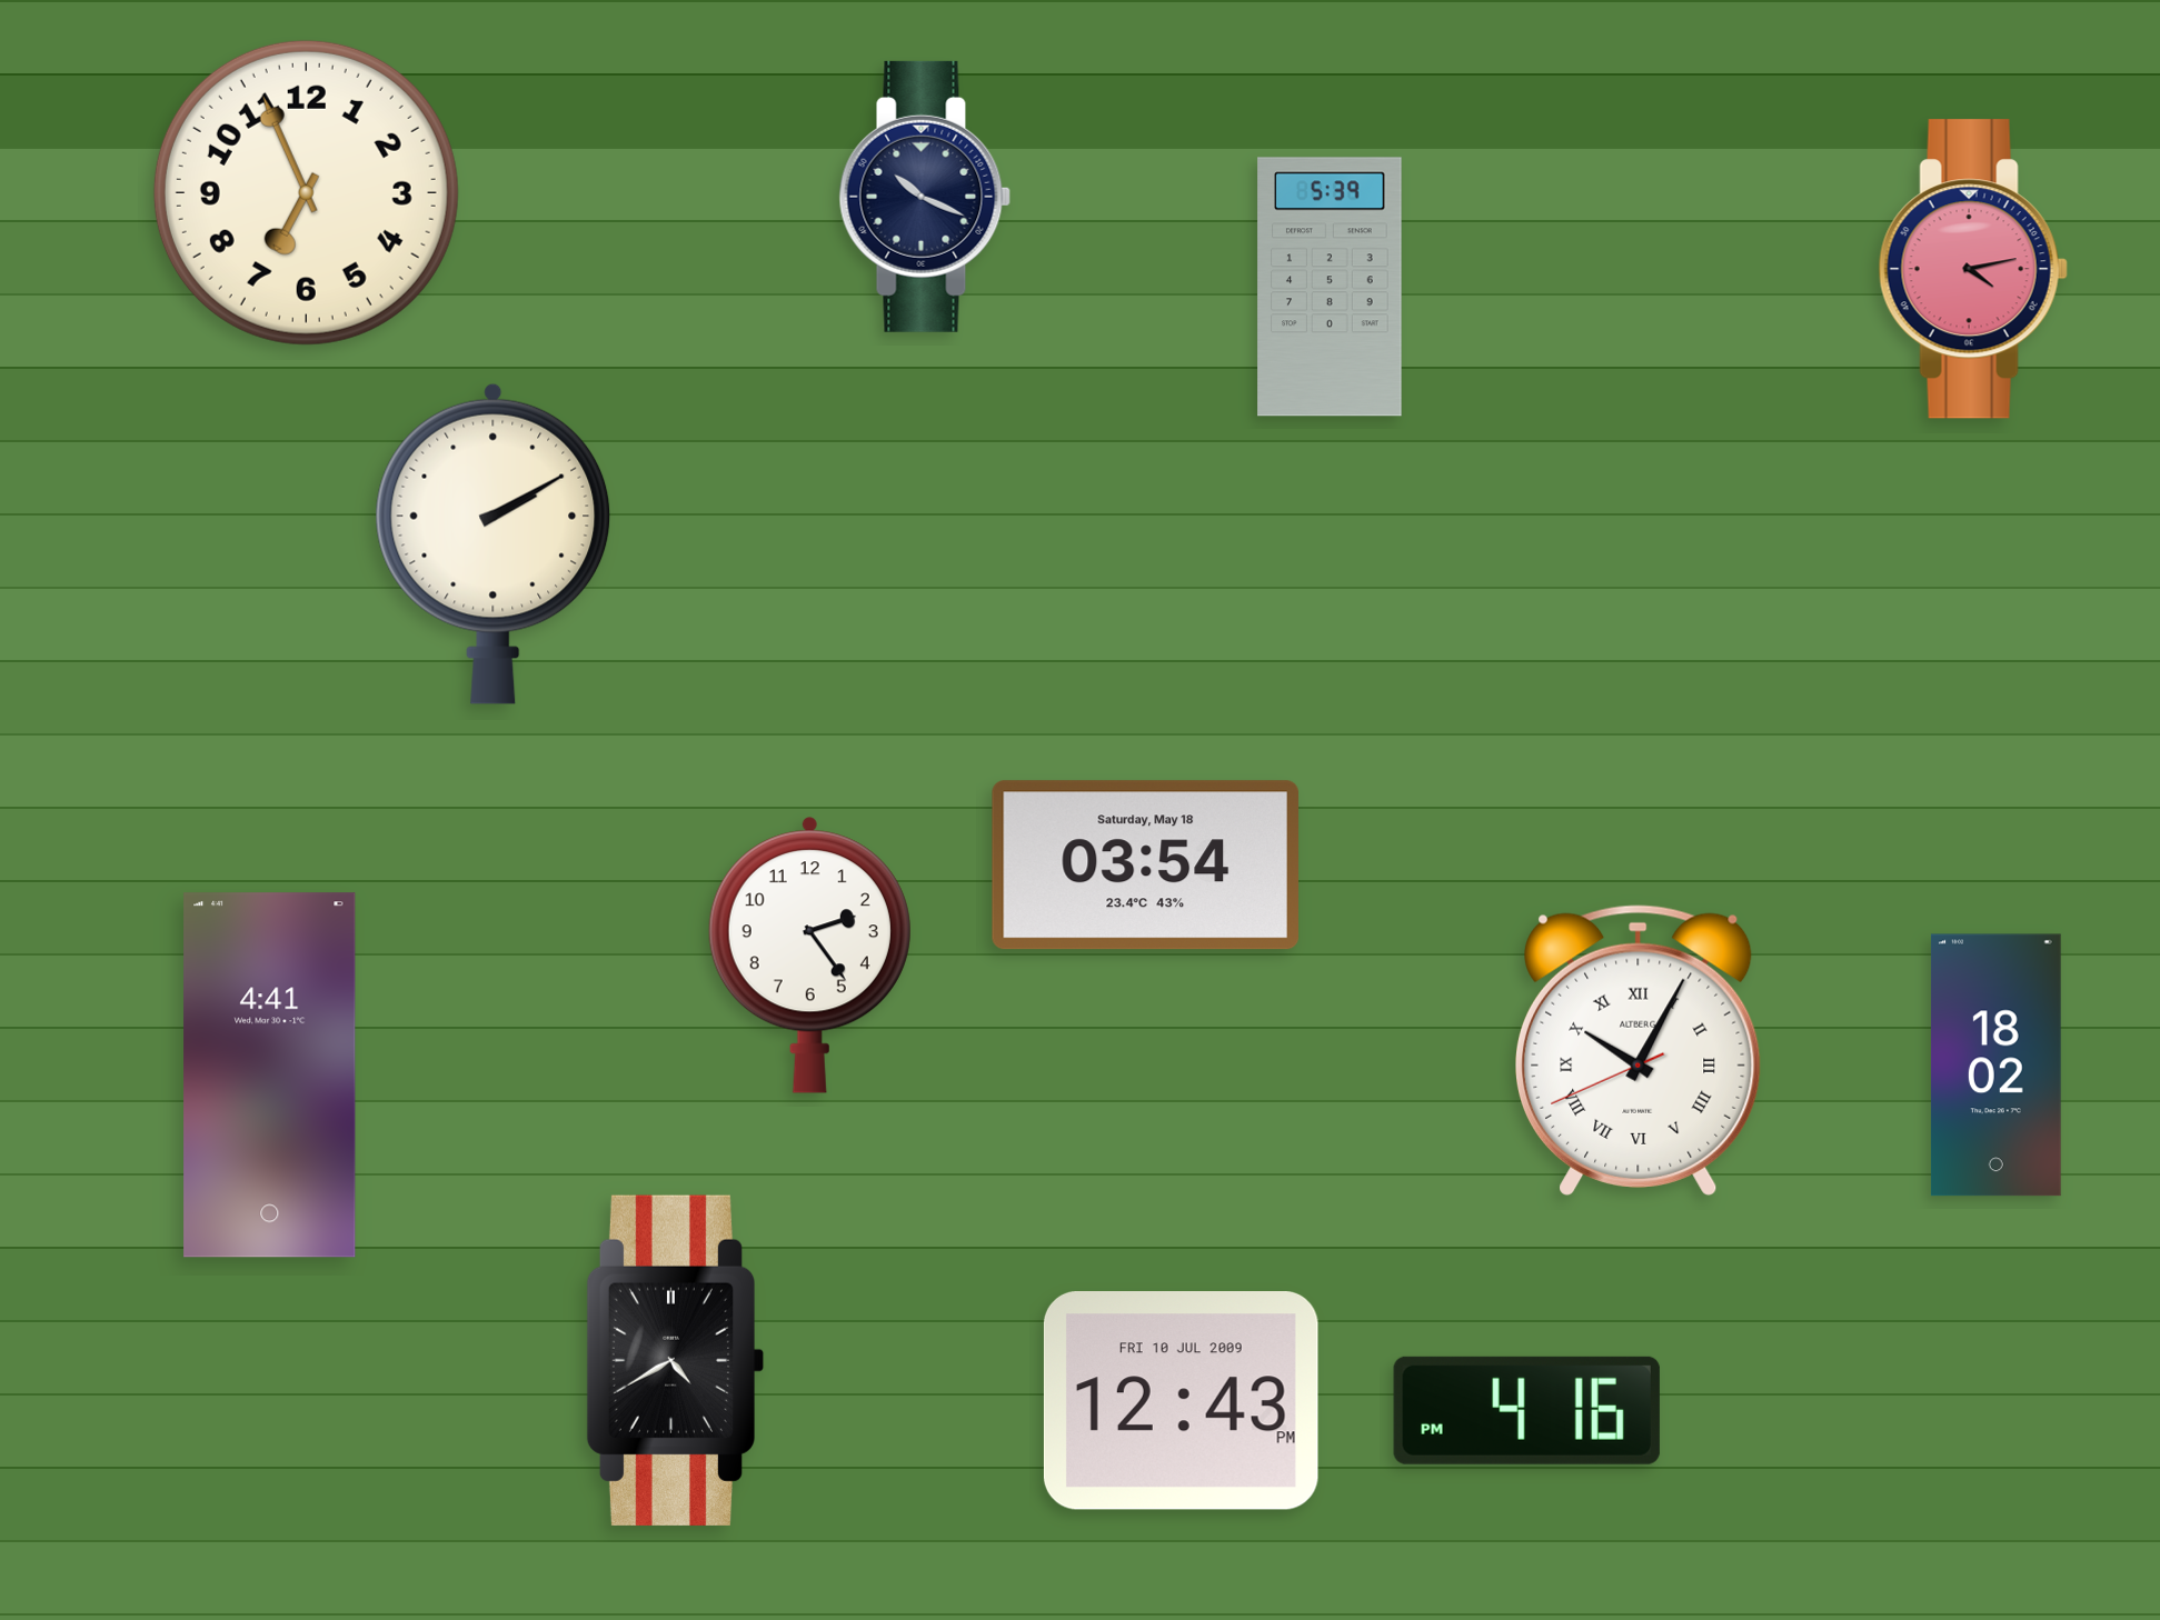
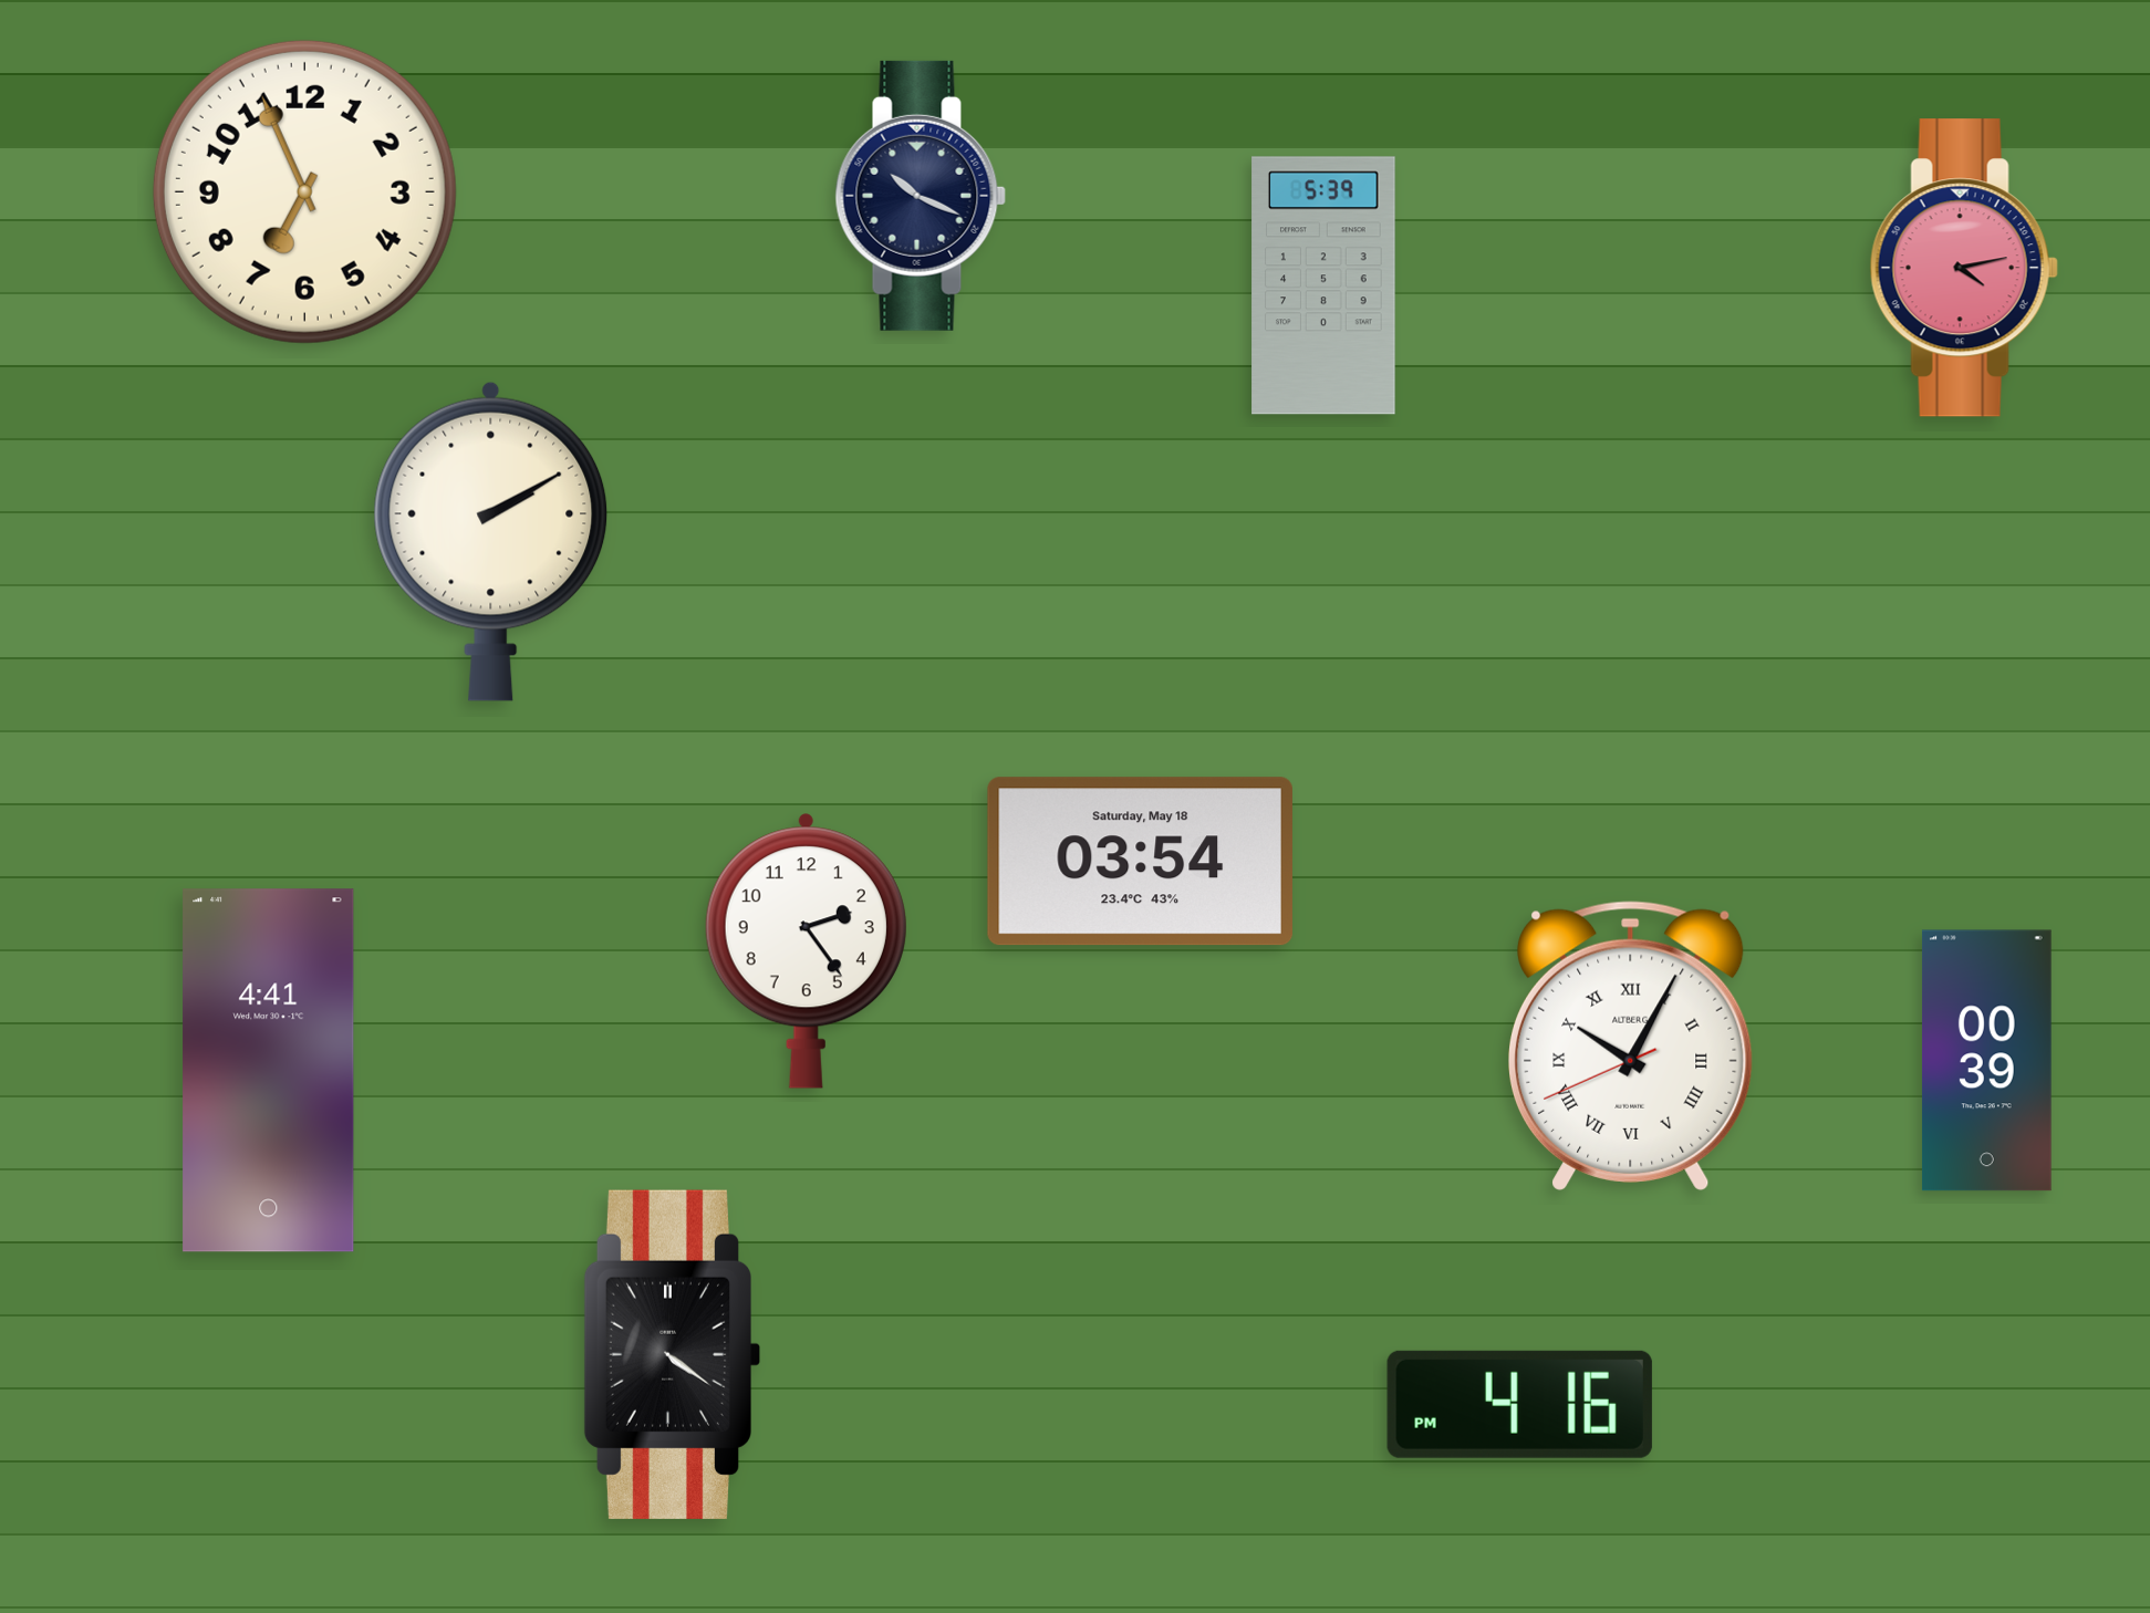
clock at (1995, 1066): 18:02 -> 00:39
clock at (676, 1360): 4:40 -> 4:21
clock at (1181, 1401): 12:43 -> none
